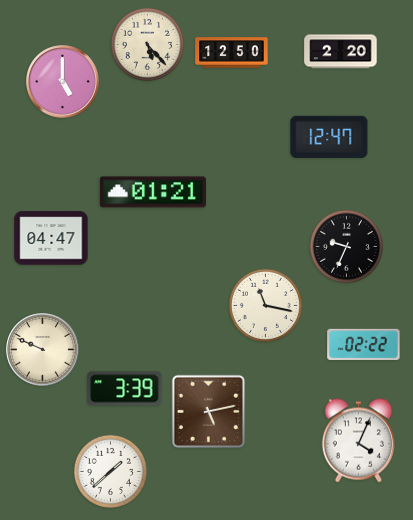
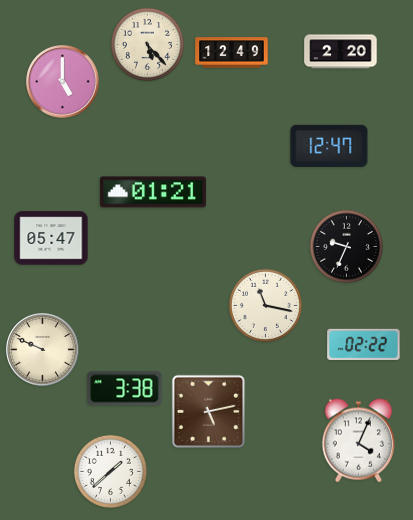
clock at (232, 53): 12:50 -> 12:49
clock at (329, 137) position: (329, 137) -> (329, 146)
clock at (51, 238): 04:47 -> 05:47
clock at (125, 389): 3:39 -> 3:38
